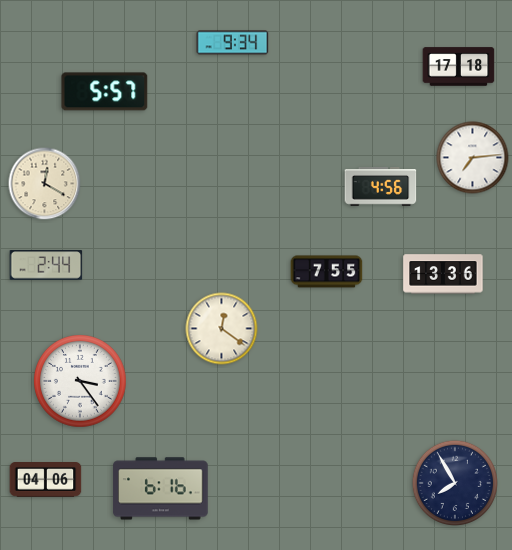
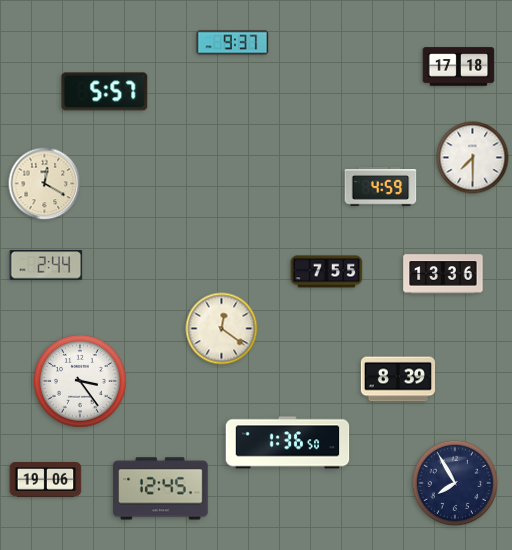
clock at (233, 43): 9:34 -> 9:37
clock at (473, 158): 7:14 -> 7:30
clock at (381, 187): 4:56 -> 4:59
clock at (397, 379): none -> 8:39
clock at (288, 443): none -> 1:36
clock at (46, 480): 04:06 -> 19:06
clock at (161, 489): 6:16 -> 12:45
